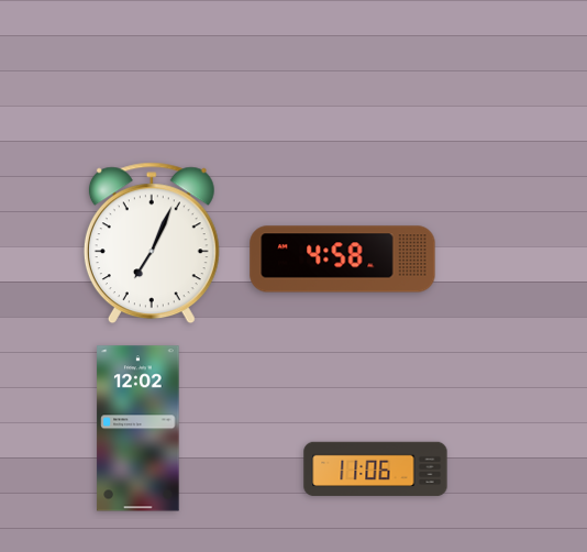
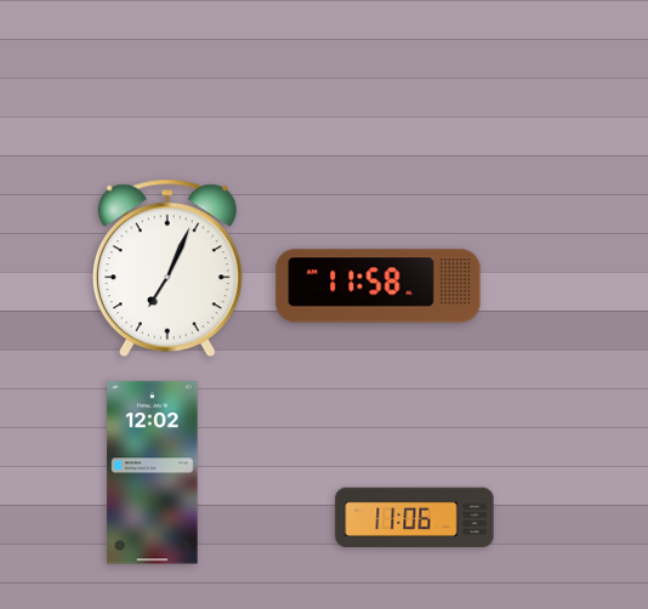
clock at (343, 260): 4:58 -> 11:58
